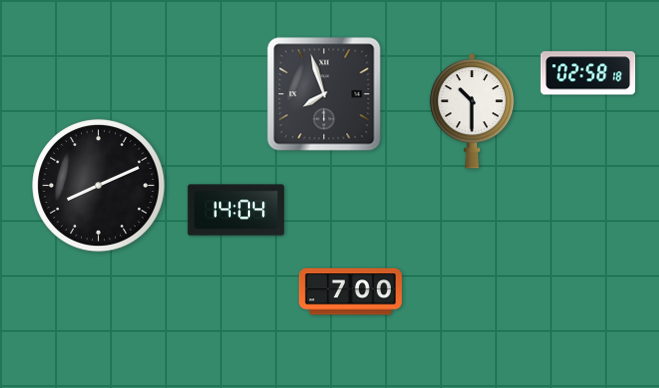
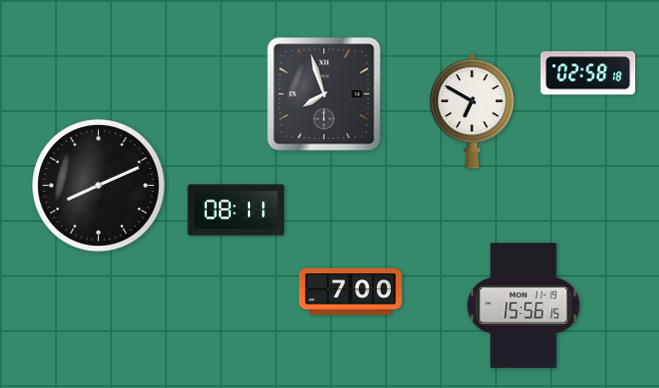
clock at (472, 111): 10:30 -> 6:50
clock at (236, 210): 14:04 -> 08:11
clock at (524, 305): none -> 15:56
